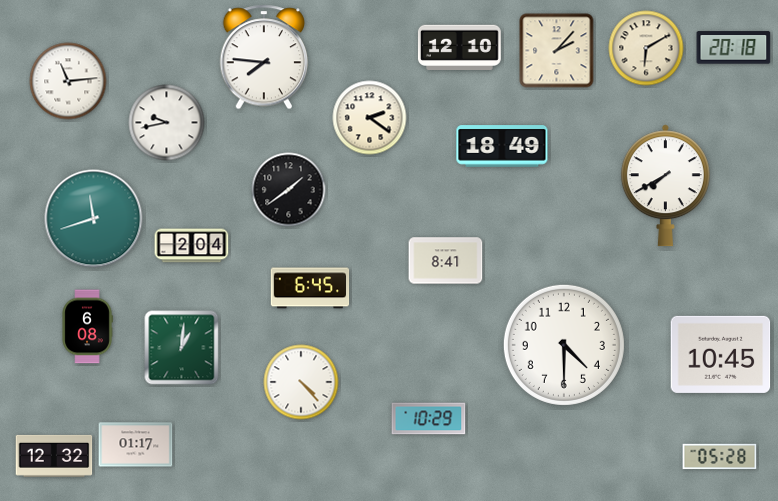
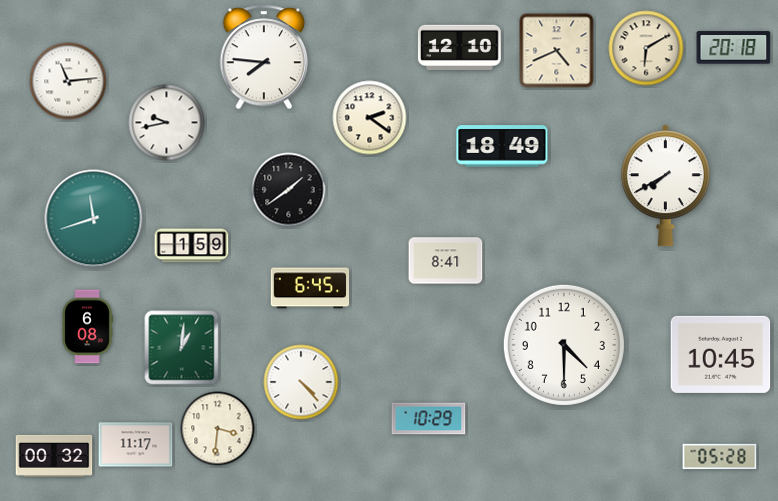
clock at (557, 51): 2:07 -> 4:41
clock at (192, 246): 2:04 -> 1:59
clock at (218, 429): none -> 3:31
clock at (136, 445): 01:17 -> 11:17
clock at (54, 456): 12:32 -> 00:32
